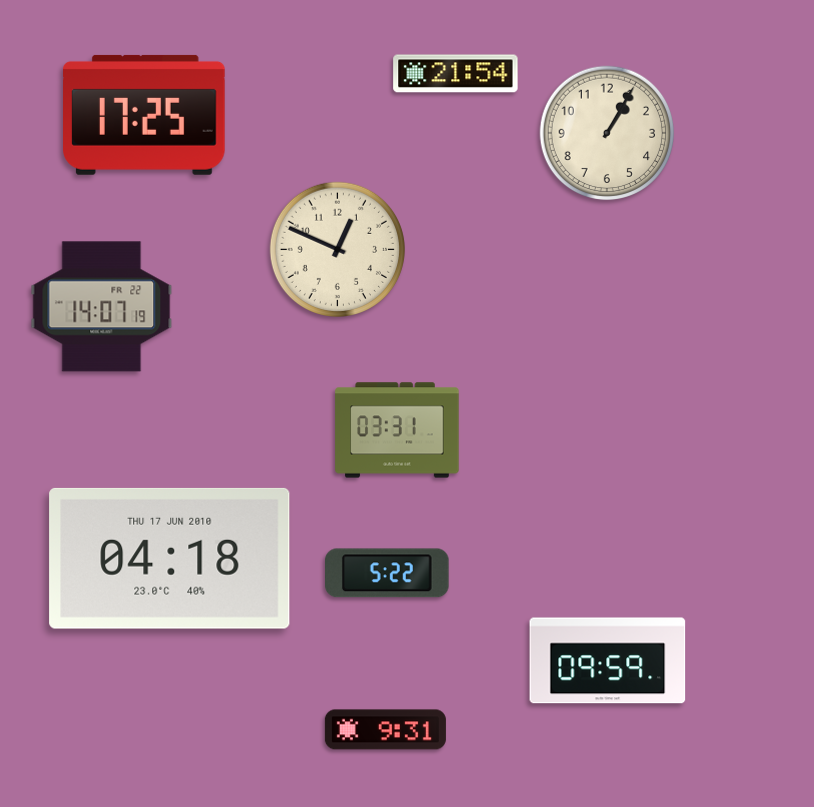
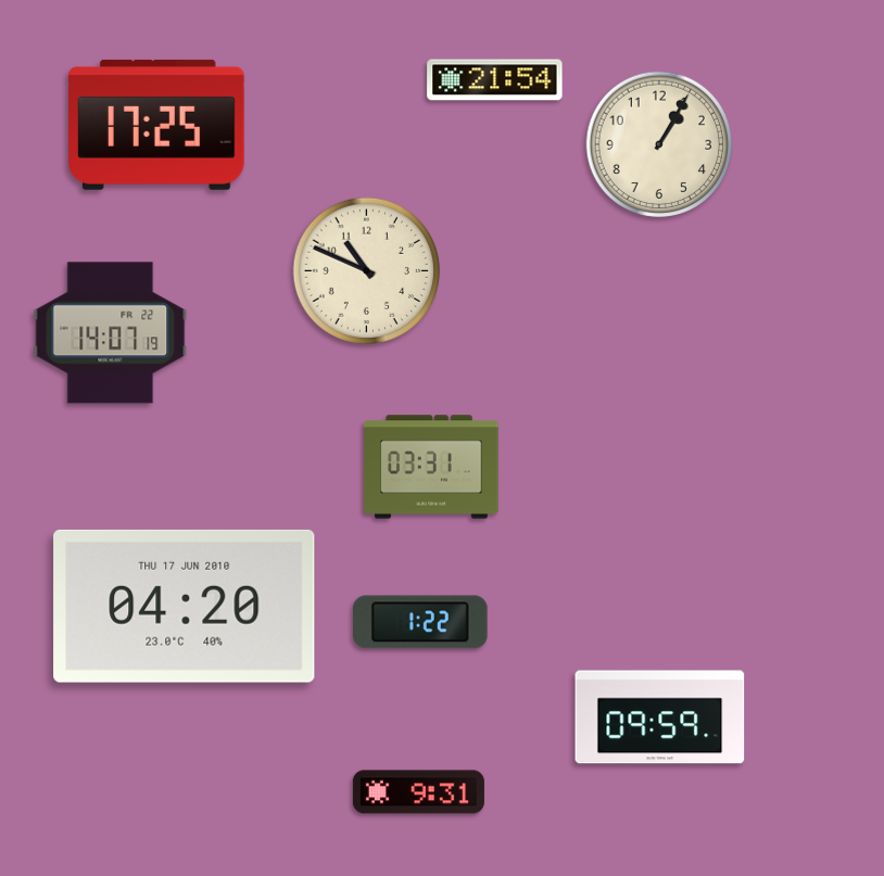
clock at (337, 249): 12:49 -> 10:49
clock at (170, 558): 04:18 -> 04:20
clock at (387, 573): 5:22 -> 1:22
